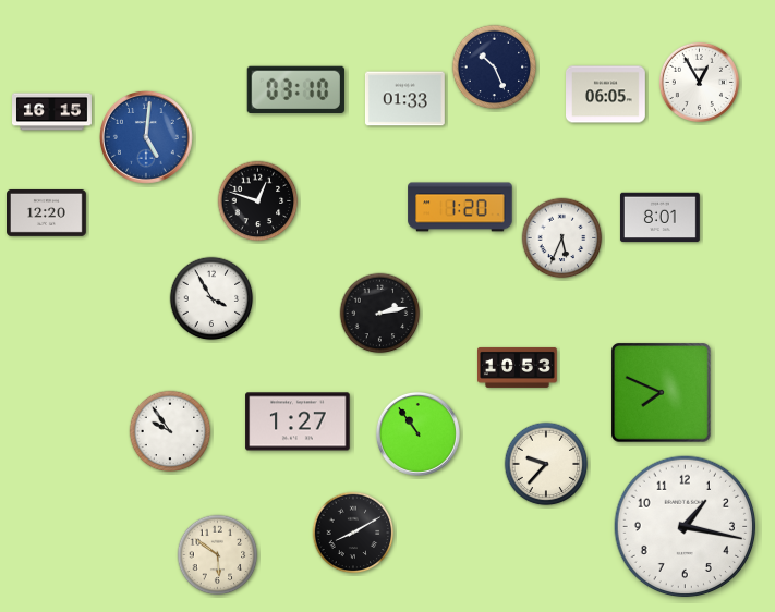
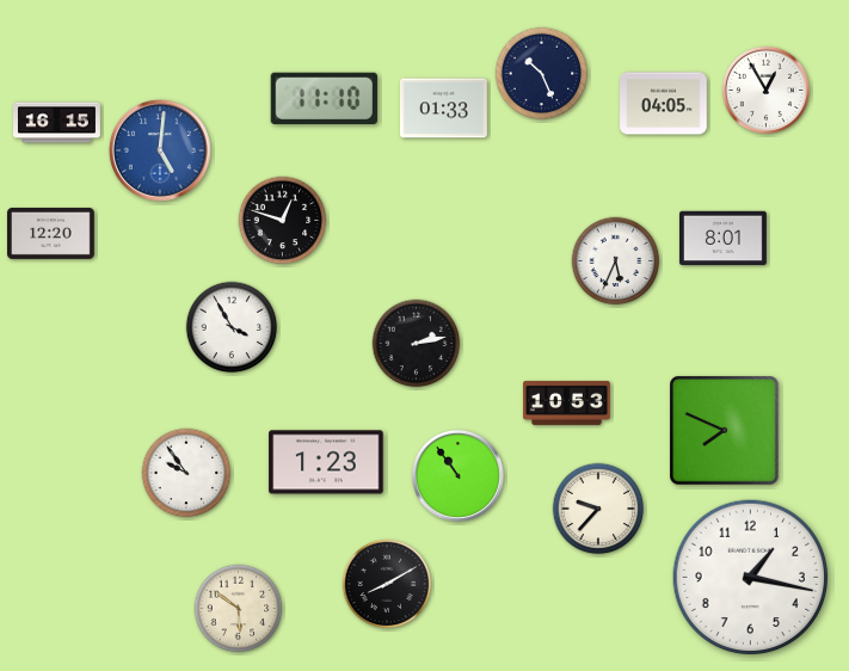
clock at (295, 89): 03:10 -> 11:10
clock at (606, 95): 06:05 -> 04:05
clock at (460, 207): 1:20 -> none
clock at (298, 421): 1:27 -> 1:23
